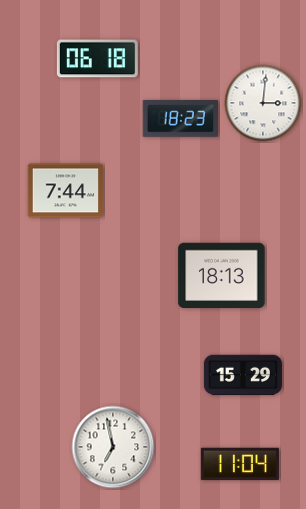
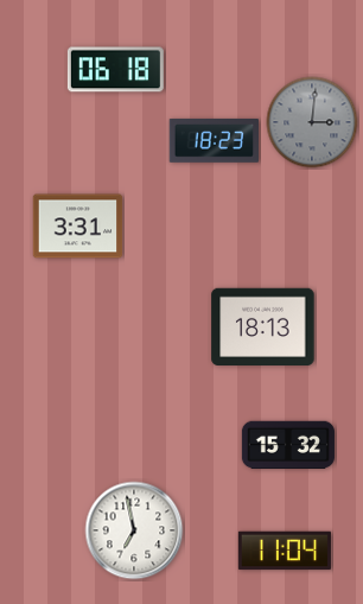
clock at (263, 103) dial: white -> grey
clock at (66, 191): 7:44 -> 3:31
clock at (243, 375): 15:29 -> 15:32
